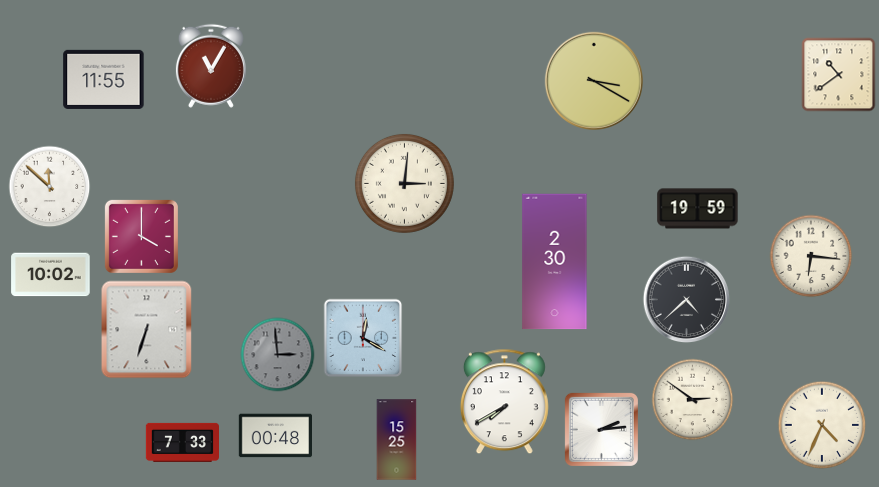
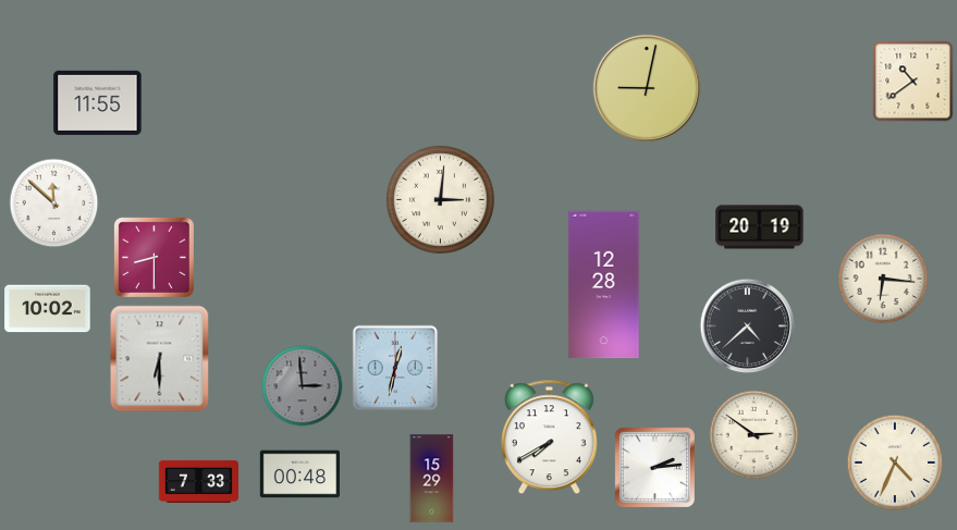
clock at (211, 66): 11:05 -> none
clock at (104, 79) position: (104, 79) -> (98, 102)
clock at (594, 81): 3:20 -> 9:02
clock at (698, 209): 19:59 -> 20:19
clock at (141, 236): 4:00 -> 8:30
clock at (555, 262): 2:30 -> 12:28
clock at (51, 275) position: (51, 275) -> (48, 309)
clock at (147, 330): 6:33 -> 6:30
clock at (363, 338): 12:20 -> 12:32
clock at (397, 440): 15:25 -> 15:29
